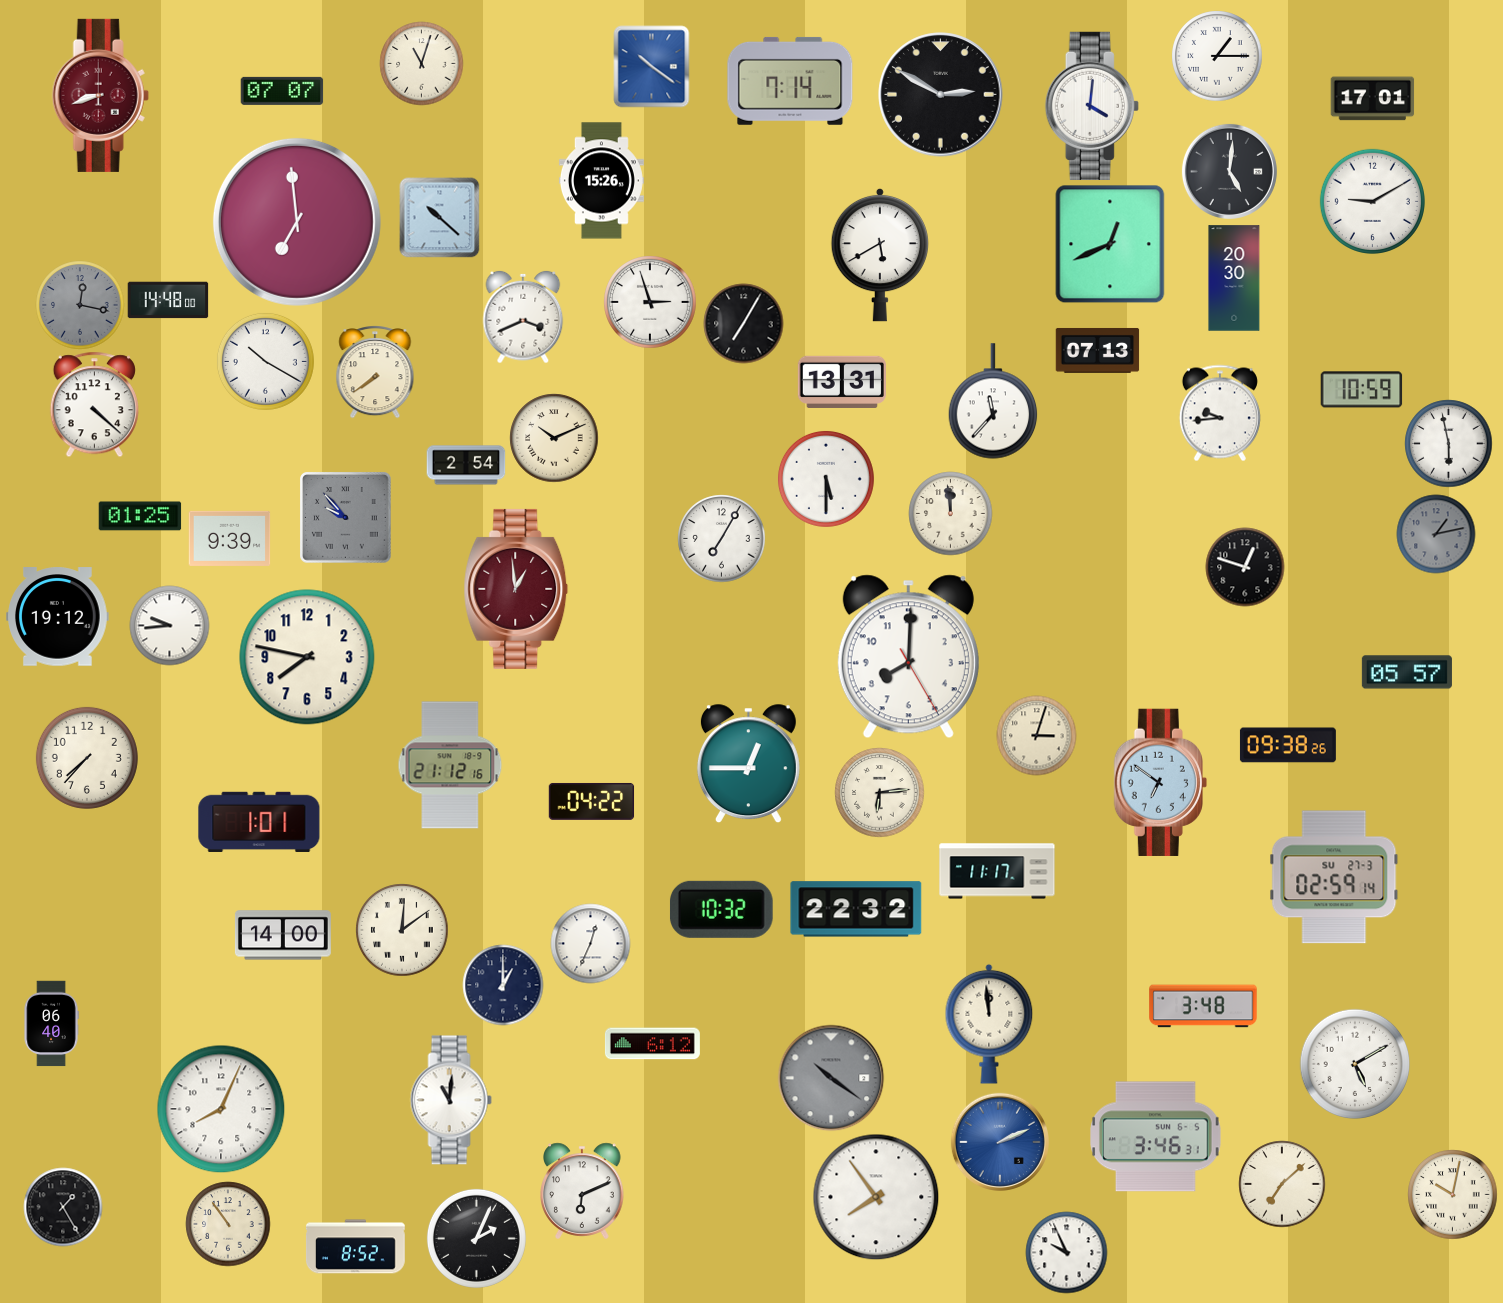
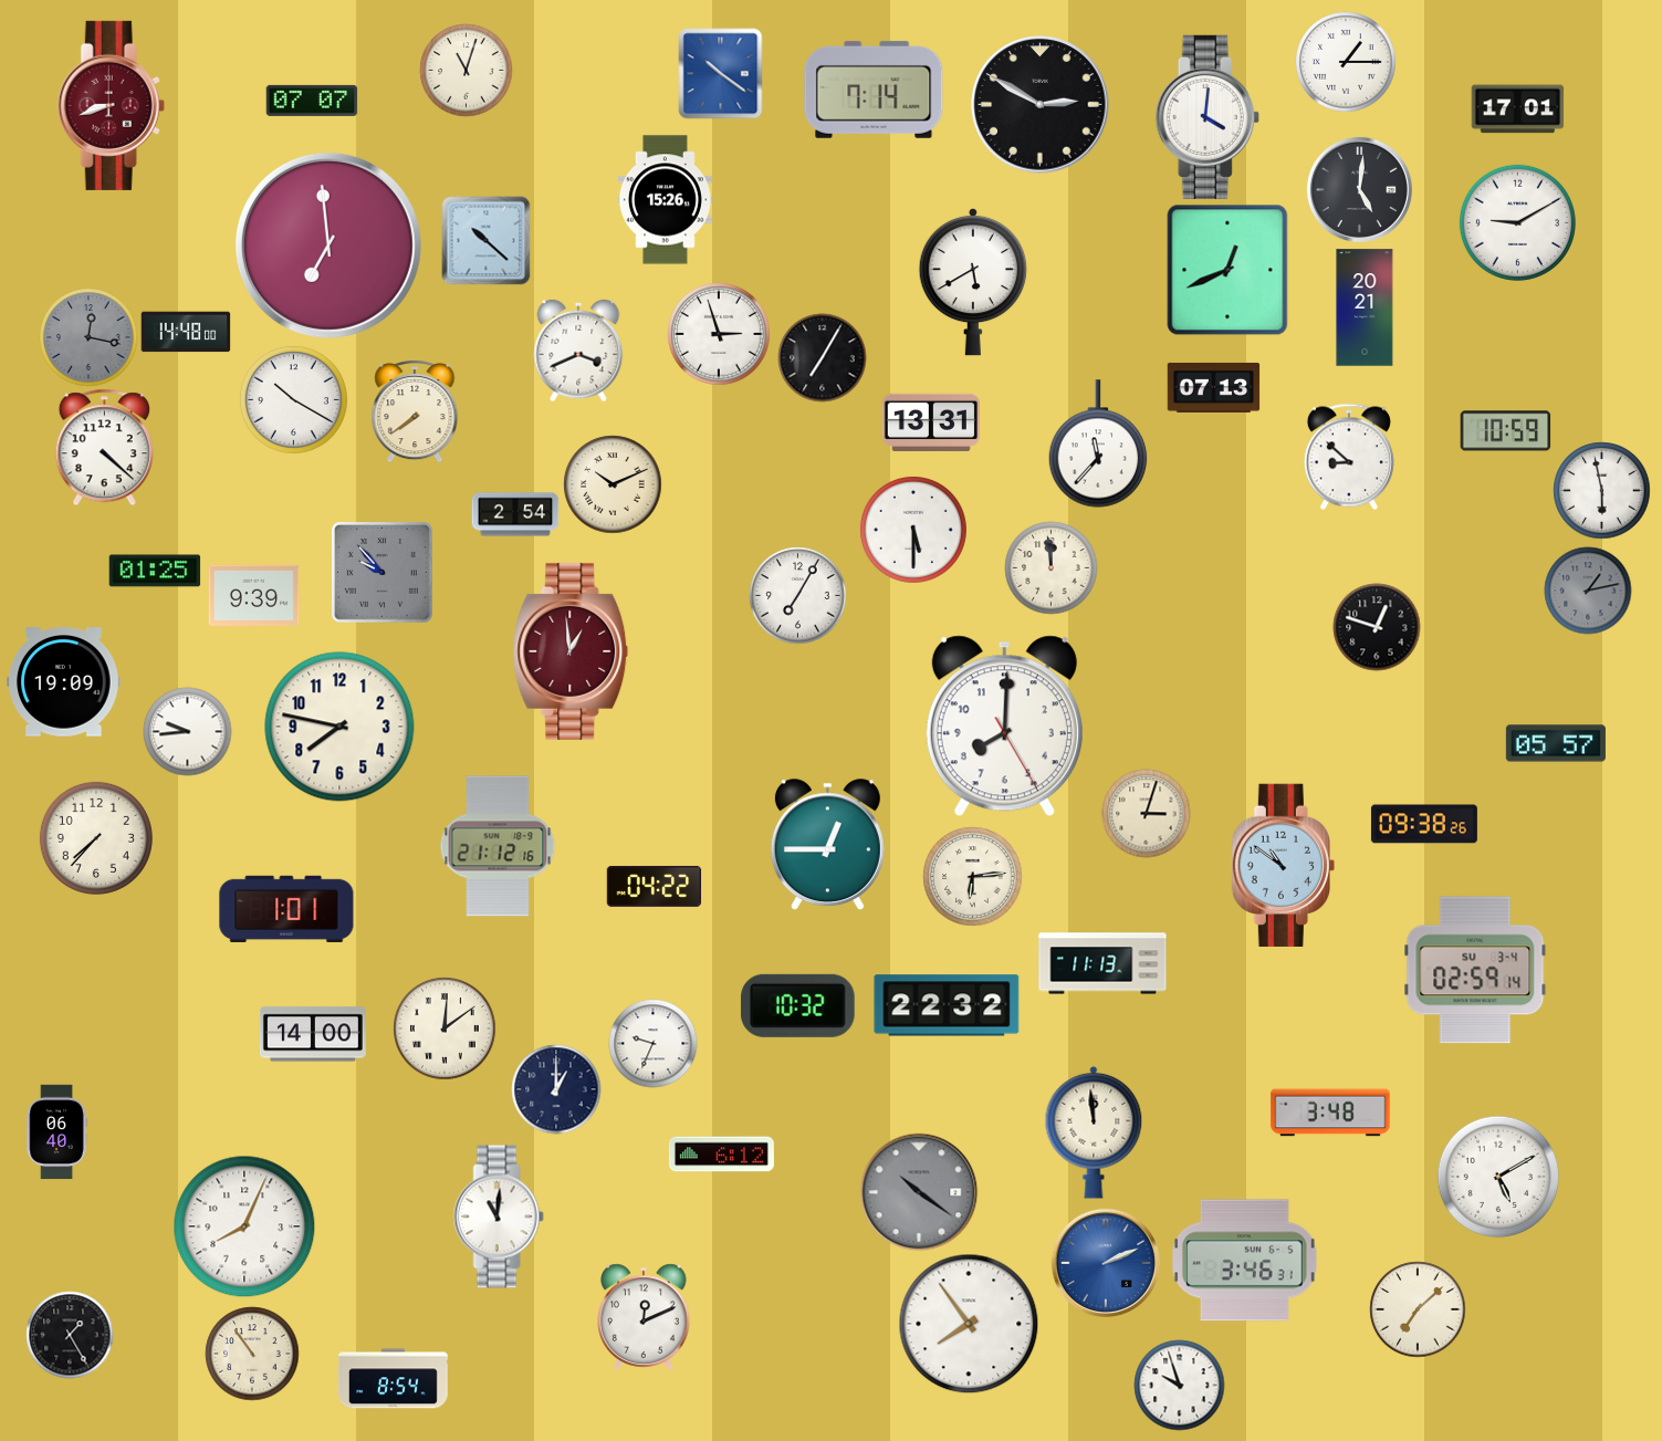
clock at (1234, 278): 20:30 -> 20:21
clock at (1220, 413): 9:44 -> 8:52
clock at (58, 617): 19:12 -> 19:09
clock at (169, 625) position: (169, 625) -> (187, 731)
clock at (1160, 782): 6:51 -> 10:51
clock at (997, 871): 11:17 -> 11:13
clock at (1334, 877) date: SU 27-3 -> SU 3-4
clock at (590, 943): 12:34 -> 9:34
clock at (1156, 1137) position: (1156, 1137) -> (1245, 1261)
clock at (583, 1191): 6:11 -> 12:11
clock at (1452, 1194): 10:02 -> none
clock at (476, 1238): 2:04 -> none
clock at (356, 1247): 8:52 -> 8:54
clock at (1066, 1252): 9:56 -> 9:57
